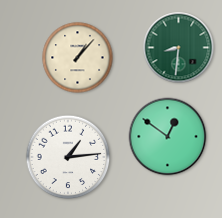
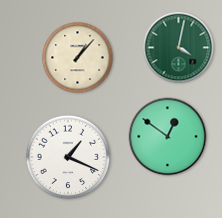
clock at (179, 48): 8:31 -> 4:02
clock at (68, 157): 1:14 -> 1:19
